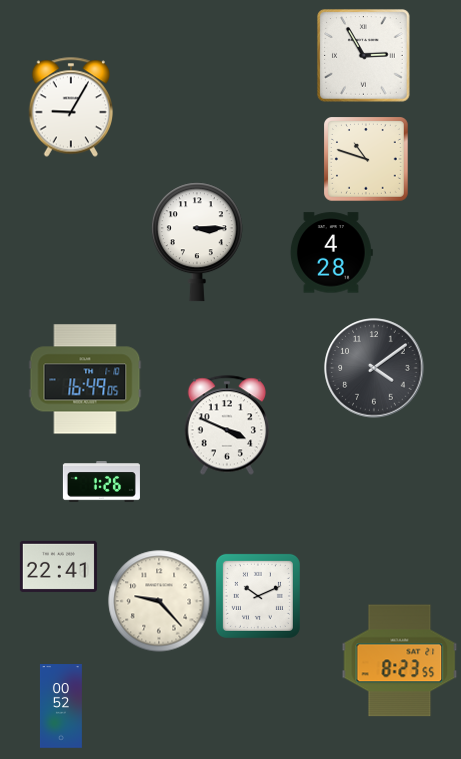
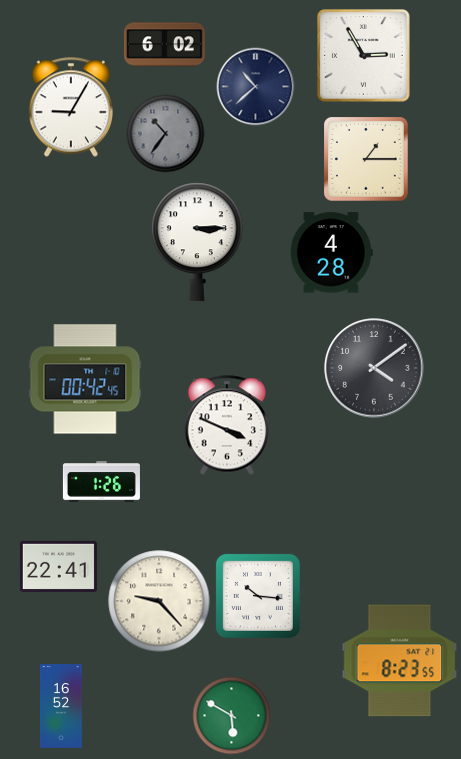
clock at (164, 45): none -> 6:02
clock at (255, 86): none -> 10:38
clock at (165, 133): none -> 10:36
clock at (367, 160): 10:48 -> 1:15
clock at (85, 379): 16:49 -> 00:42
clock at (258, 596): 10:11 -> 10:16
clock at (61, 706): 00:52 -> 16:52
clock at (231, 715): none -> 5:50
